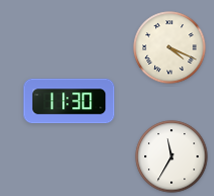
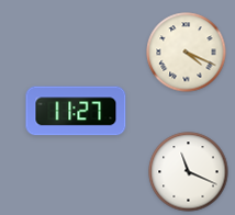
clock at (69, 101): 11:30 -> 11:27
clock at (172, 157): 11:35 -> 11:19
